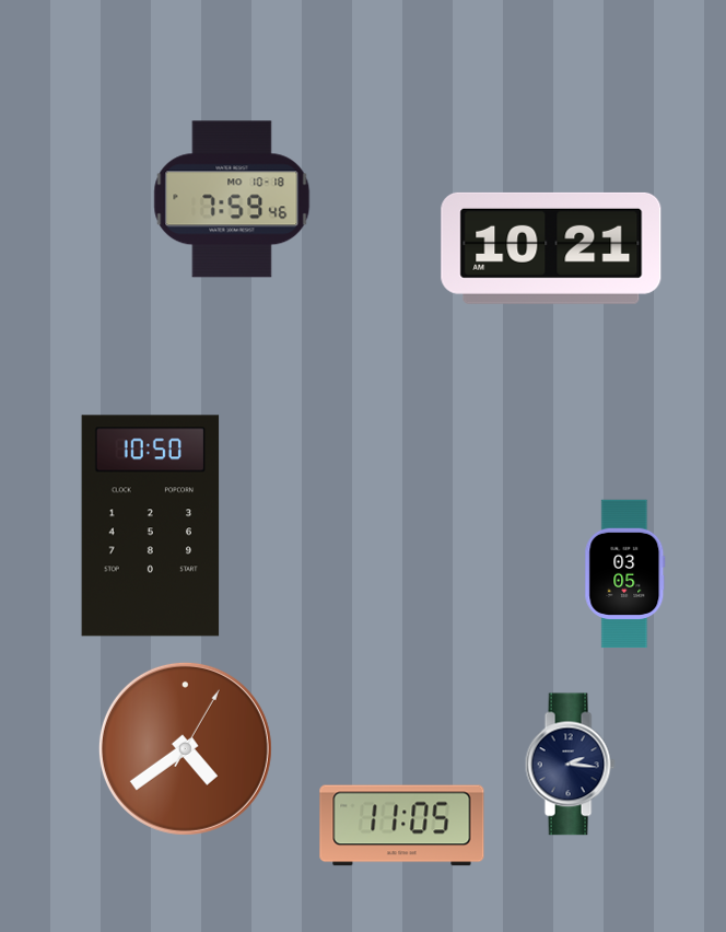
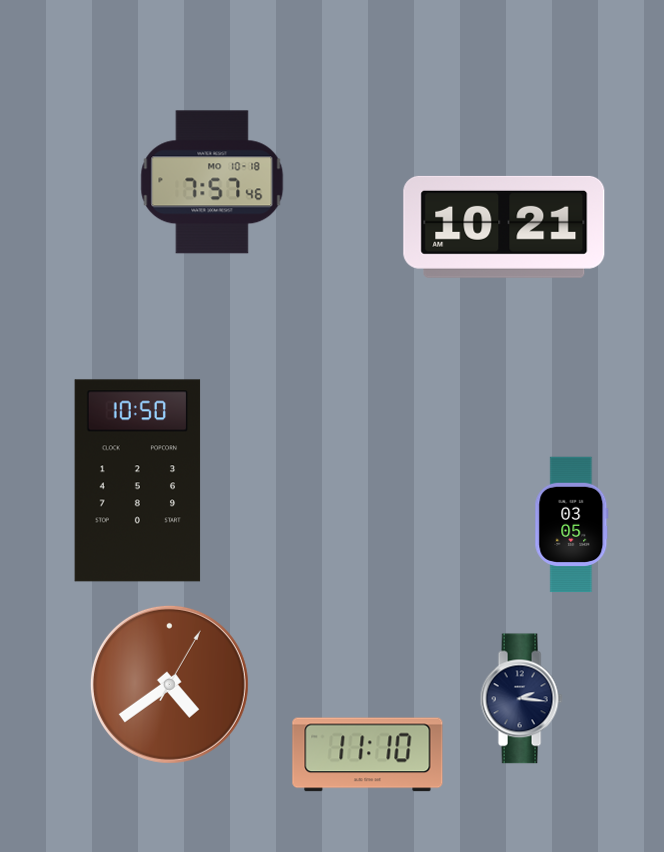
clock at (232, 199): 7:59 -> 7:57
clock at (402, 826): 11:05 -> 11:10
